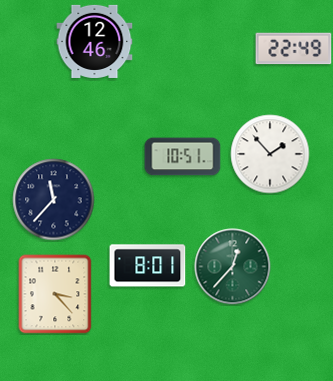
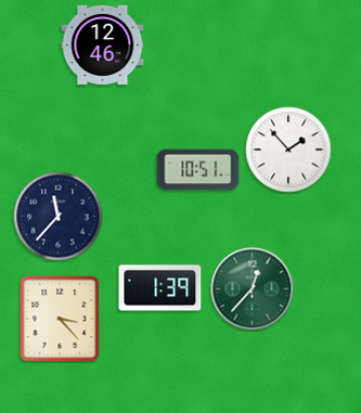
clock at (294, 49): 22:49 -> none
clock at (270, 154) position: (270, 154) -> (288, 150)
clock at (148, 266): 8:01 -> 1:39
